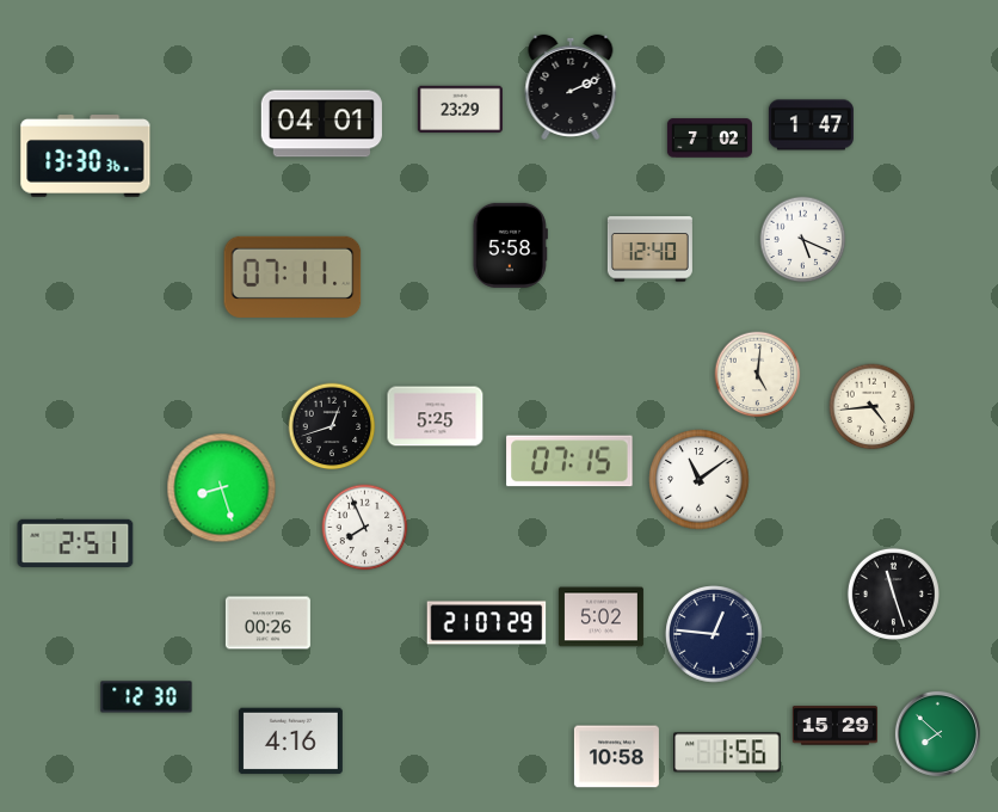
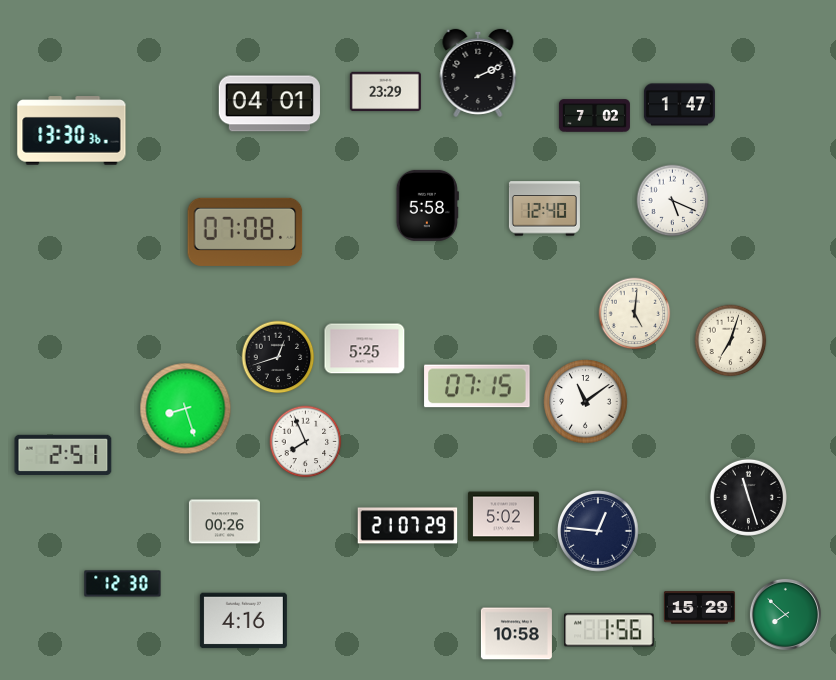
clock at (292, 277): 07:11 -> 07:08
clock at (873, 407): 4:44 -> 7:03
clock at (487, 623) position: (487, 623) -> (408, 526)
